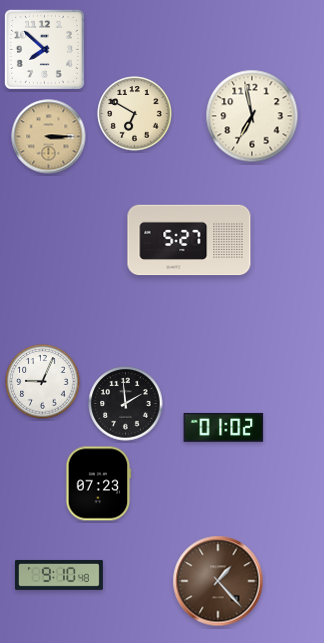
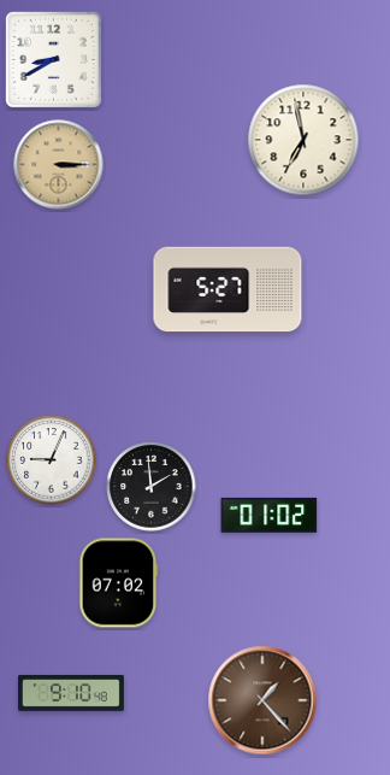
clock at (44, 49): 7:52 -> 8:40
clock at (135, 114): 6:50 -> none
clock at (99, 484): 07:23 -> 07:02
